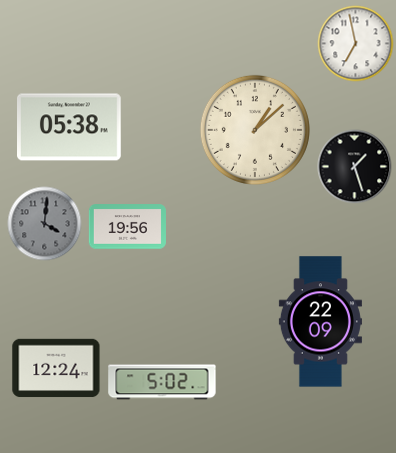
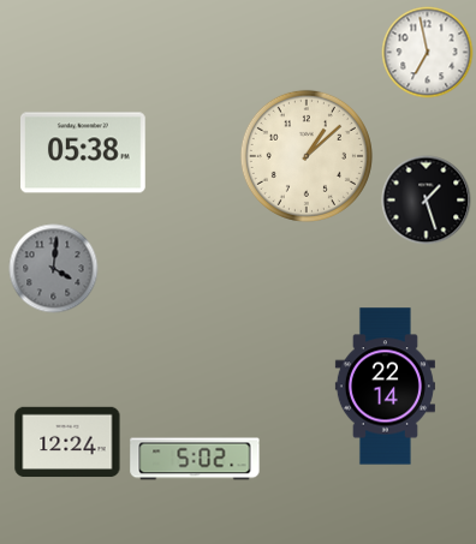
clock at (127, 227): 19:56 -> none
clock at (320, 322): 22:09 -> 22:14
